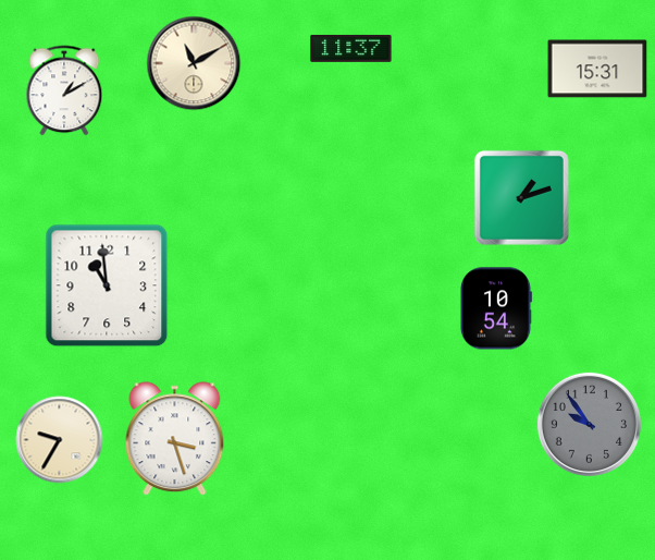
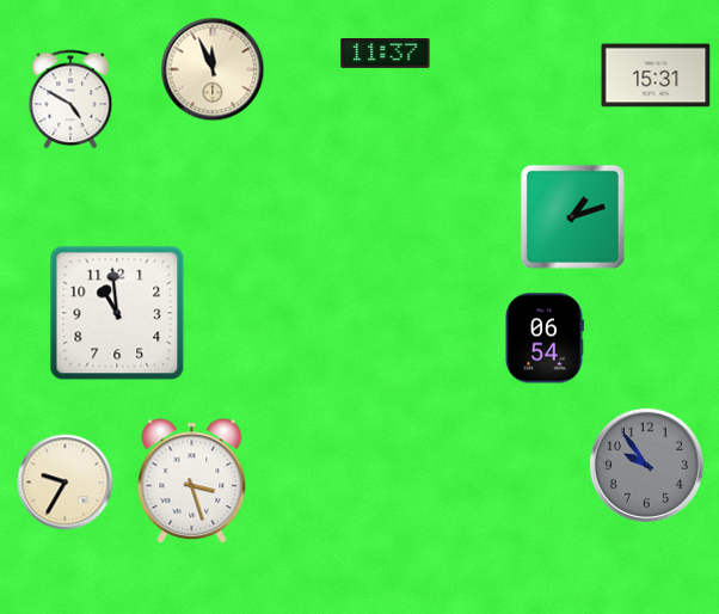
clock at (194, 63): 11:10 -> 11:56
clock at (64, 90): 1:10 -> 4:50
clock at (495, 308): 10:54 -> 06:54
